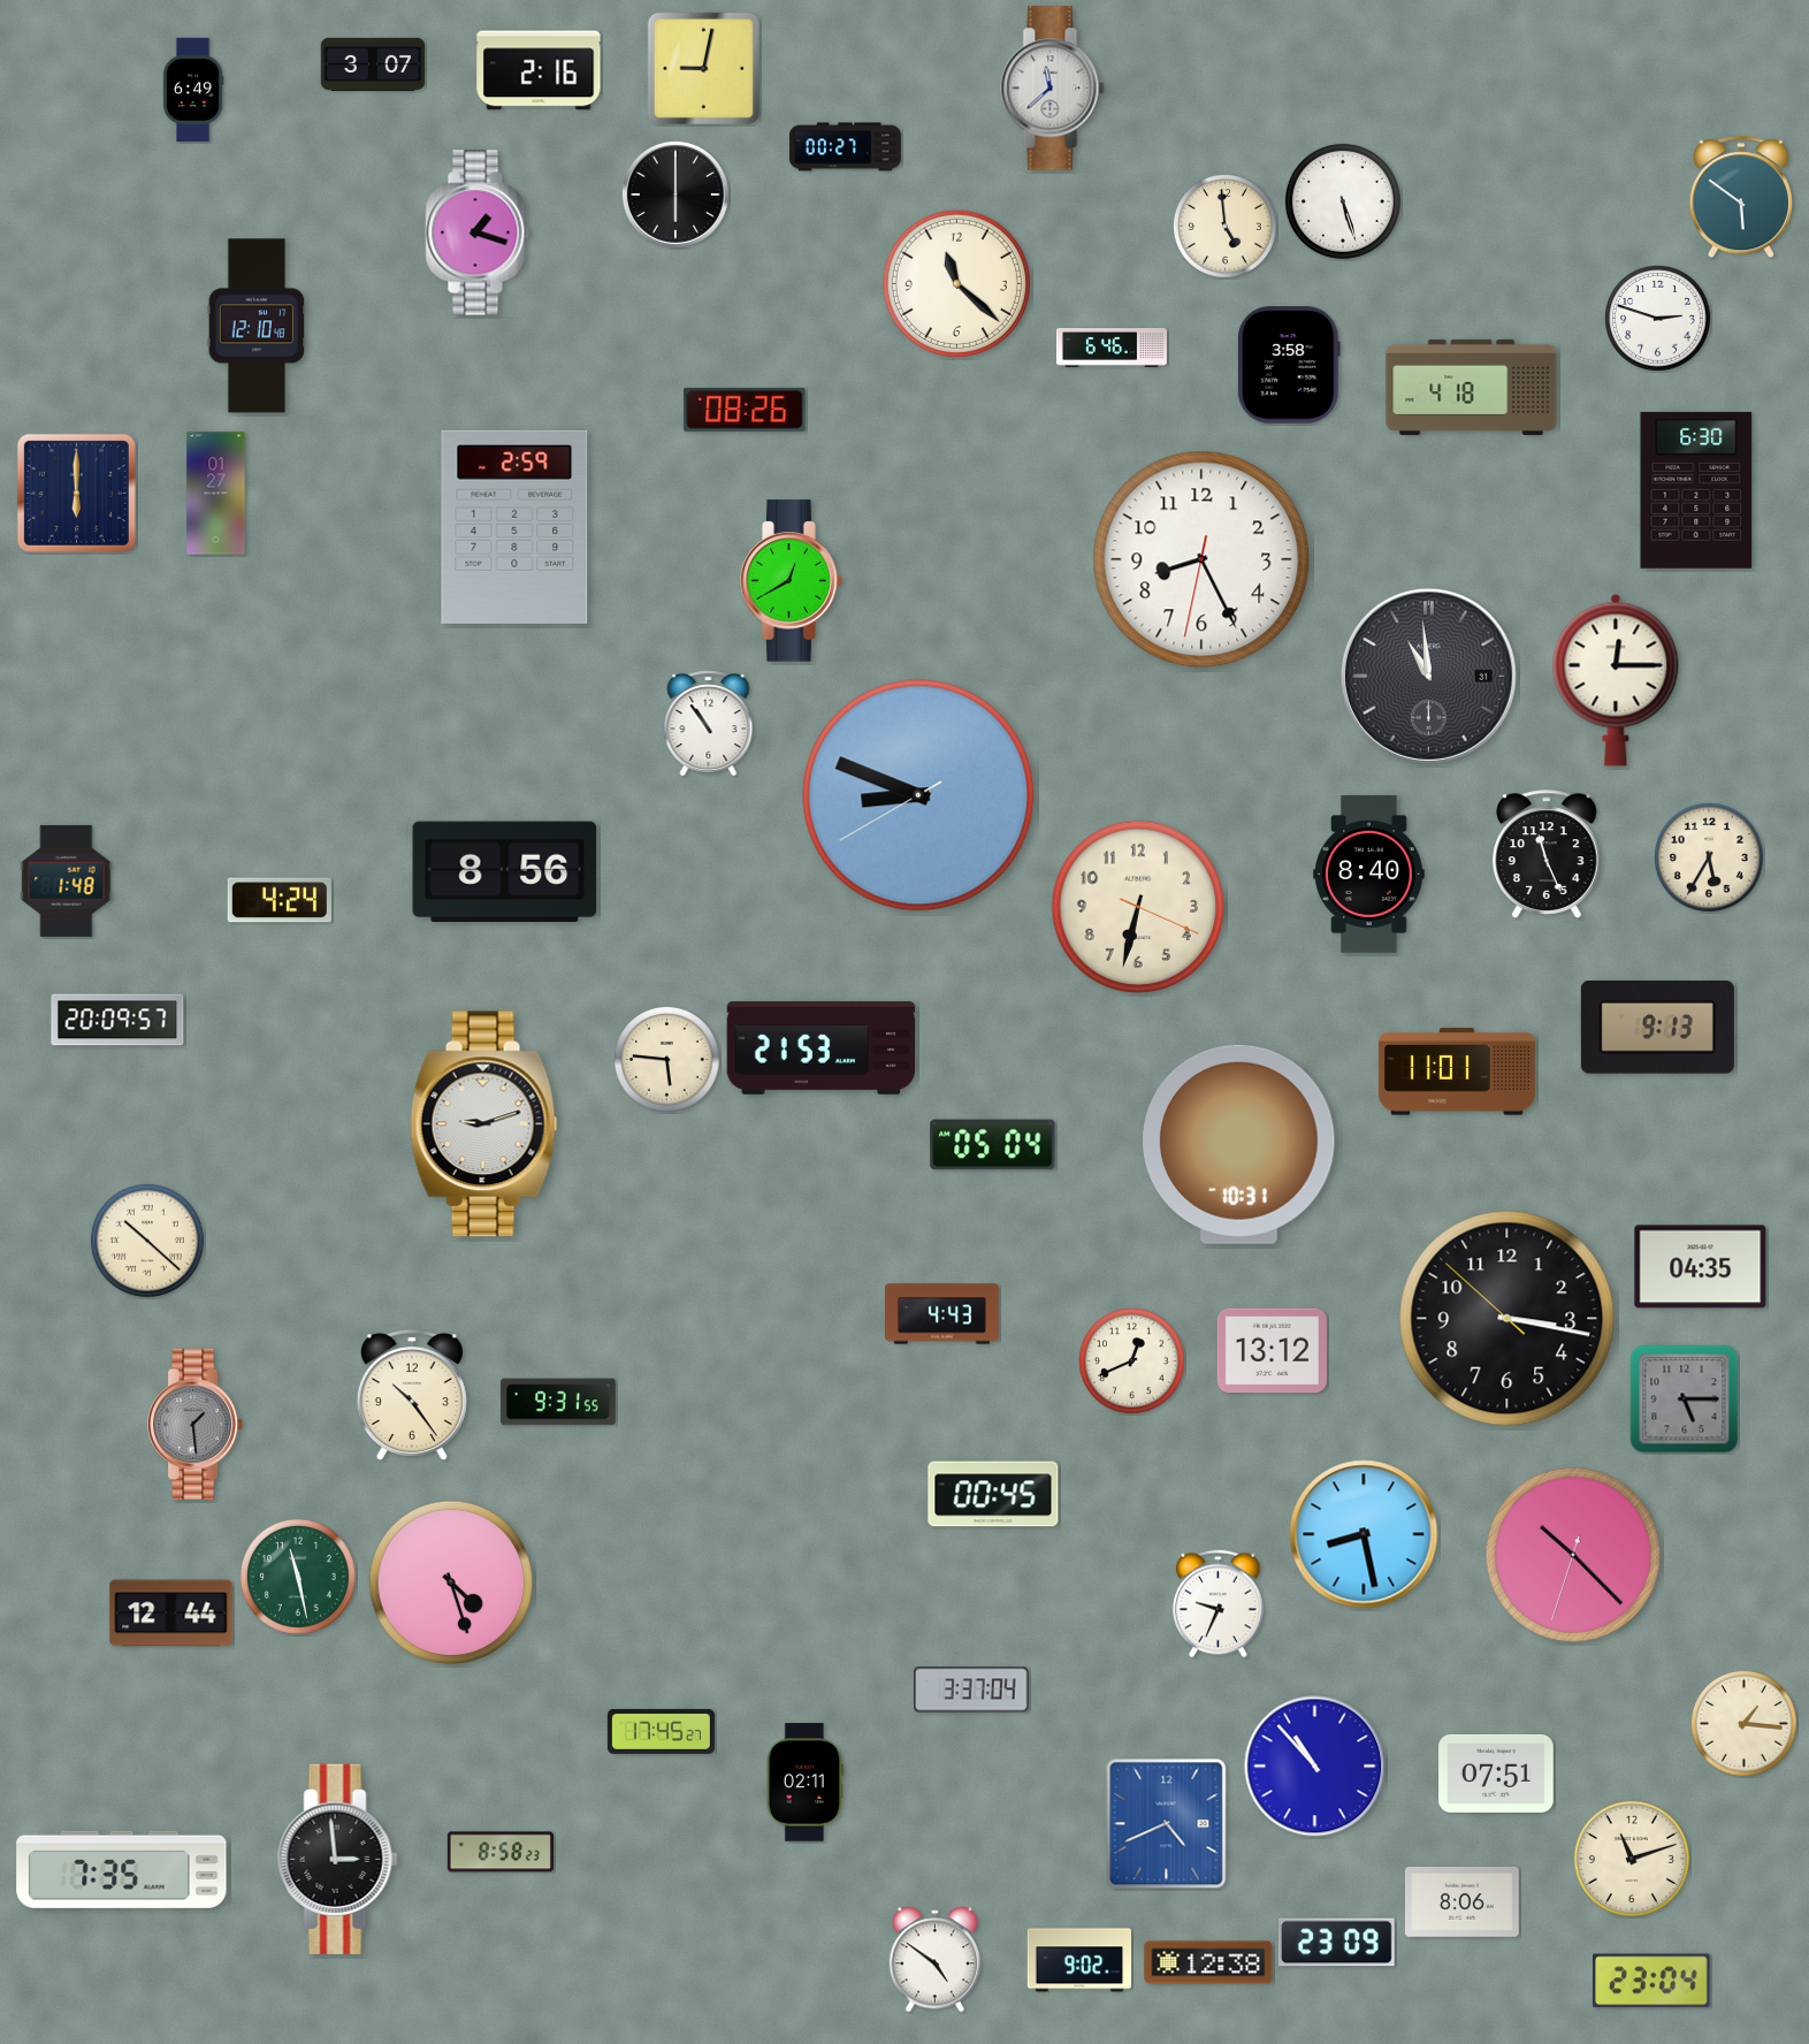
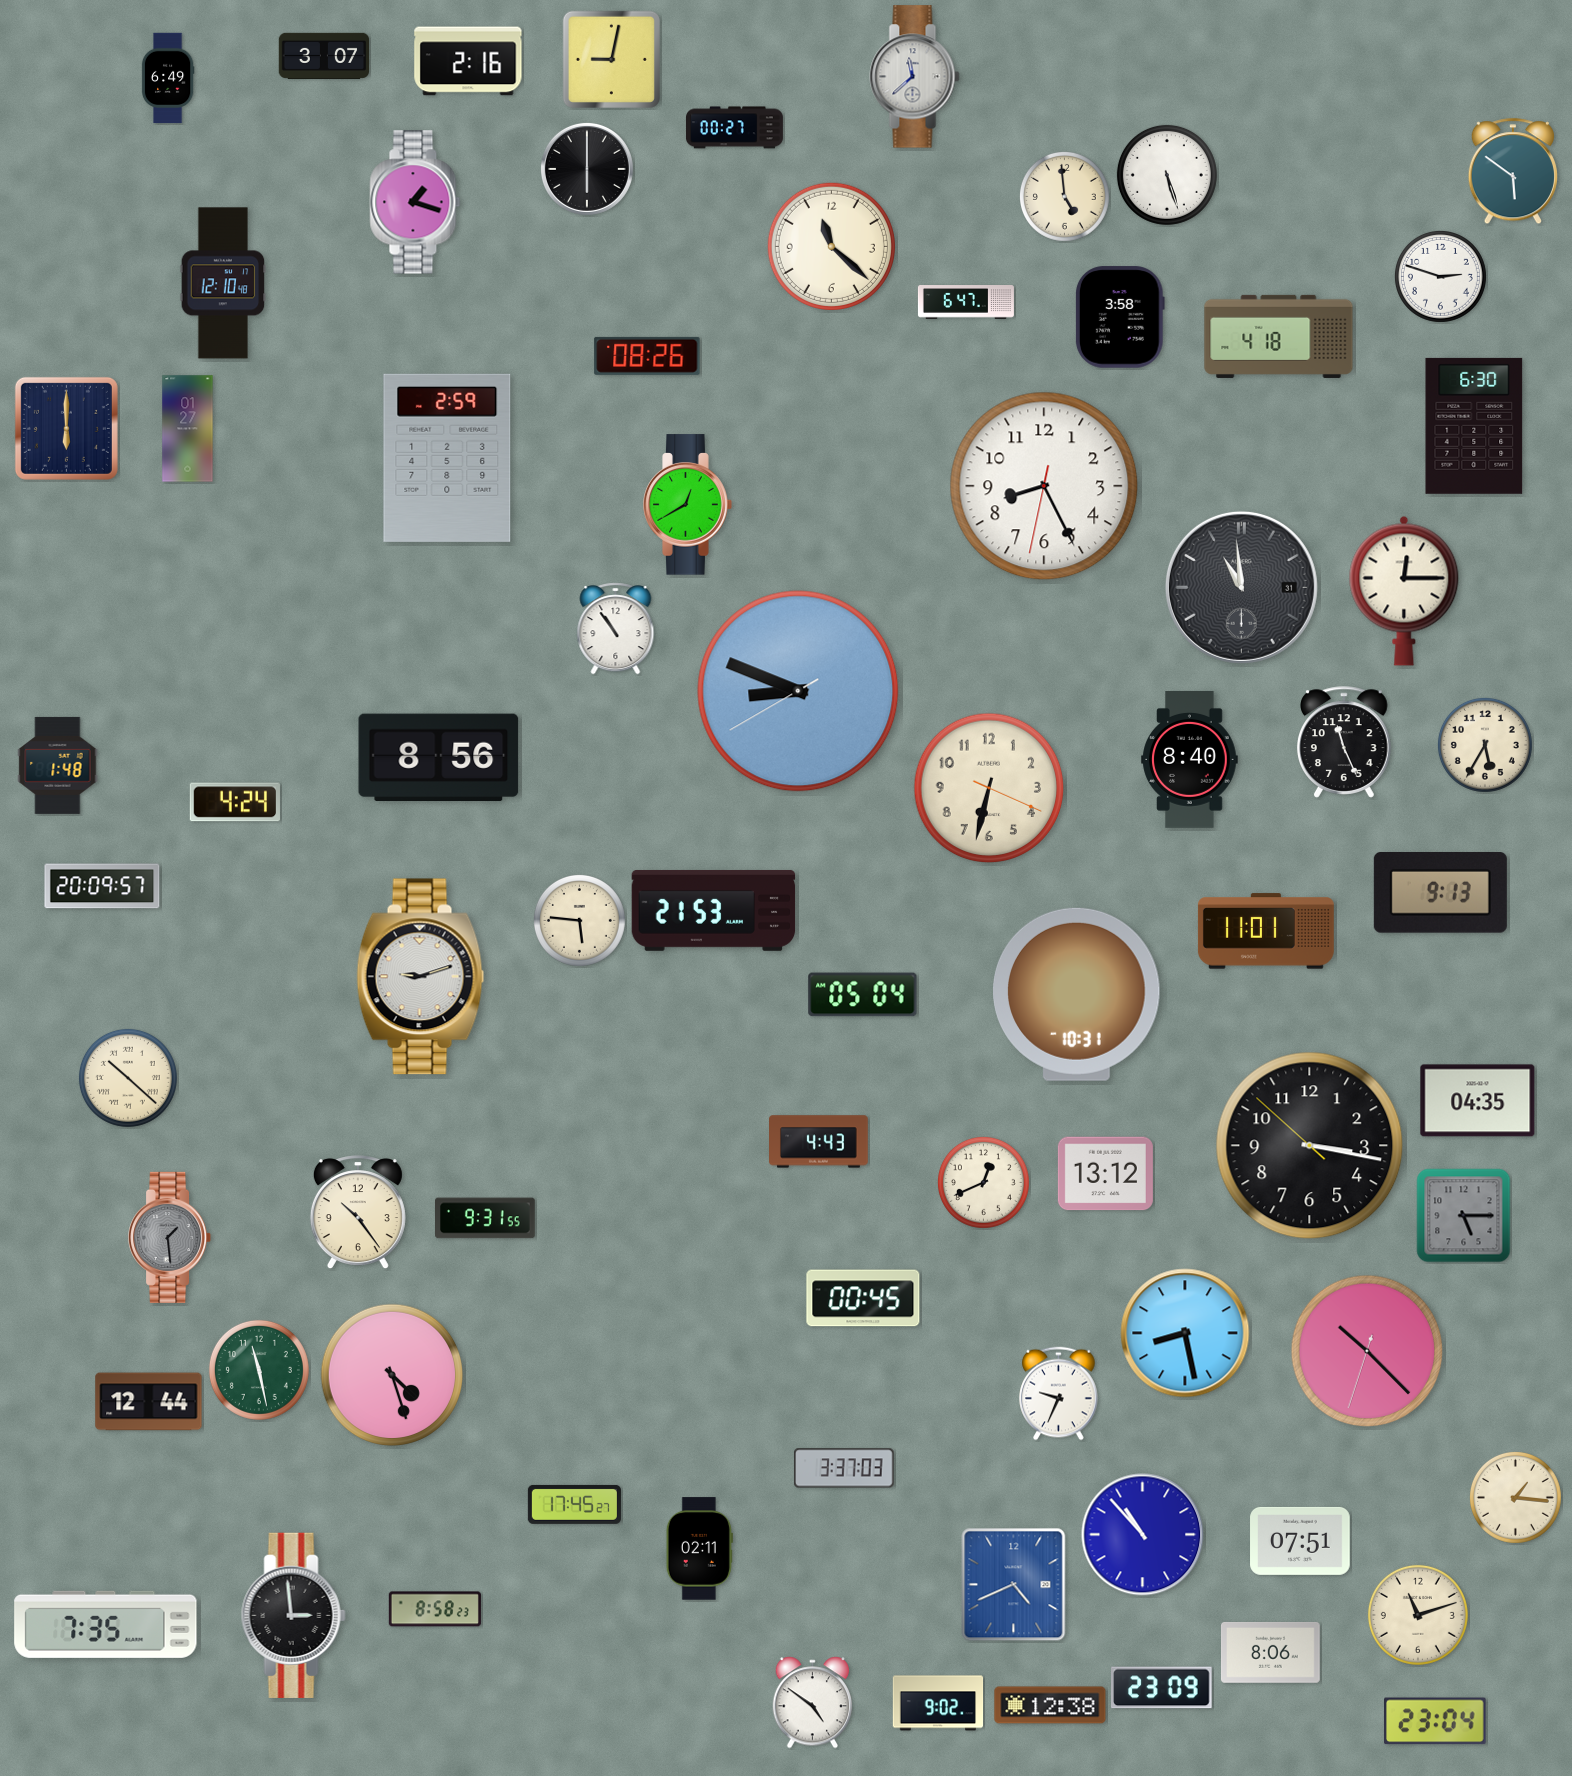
clock at (1112, 349): 6:46 -> 6:47
clock at (280, 900) position: (280, 900) -> (235, 802)
clock at (972, 1690): 3:37:04 -> 3:37:03
